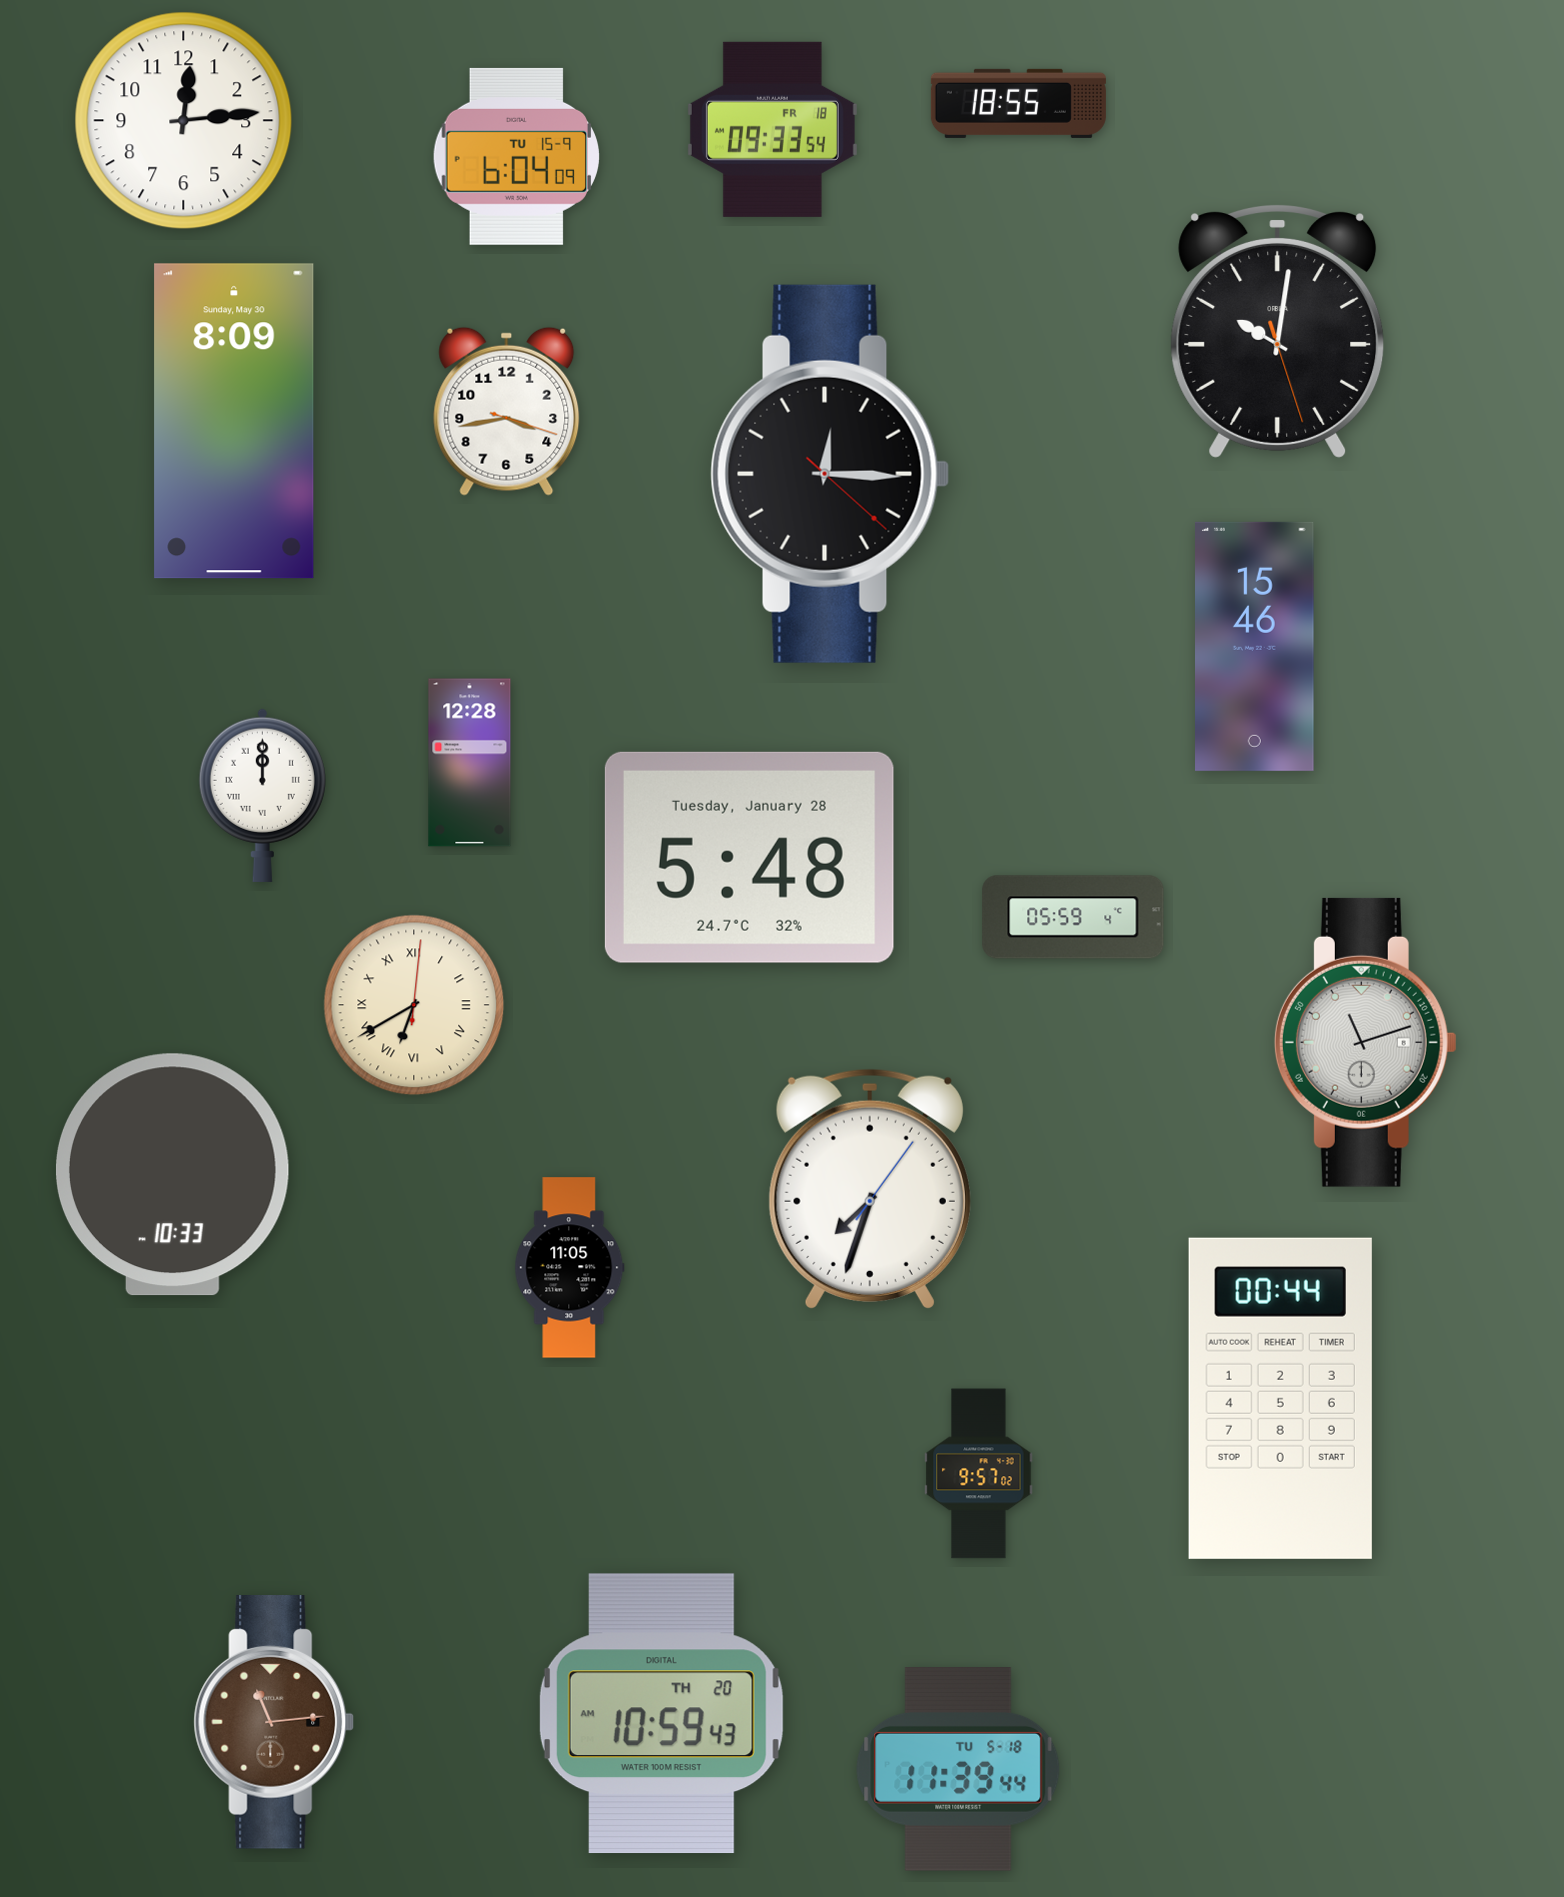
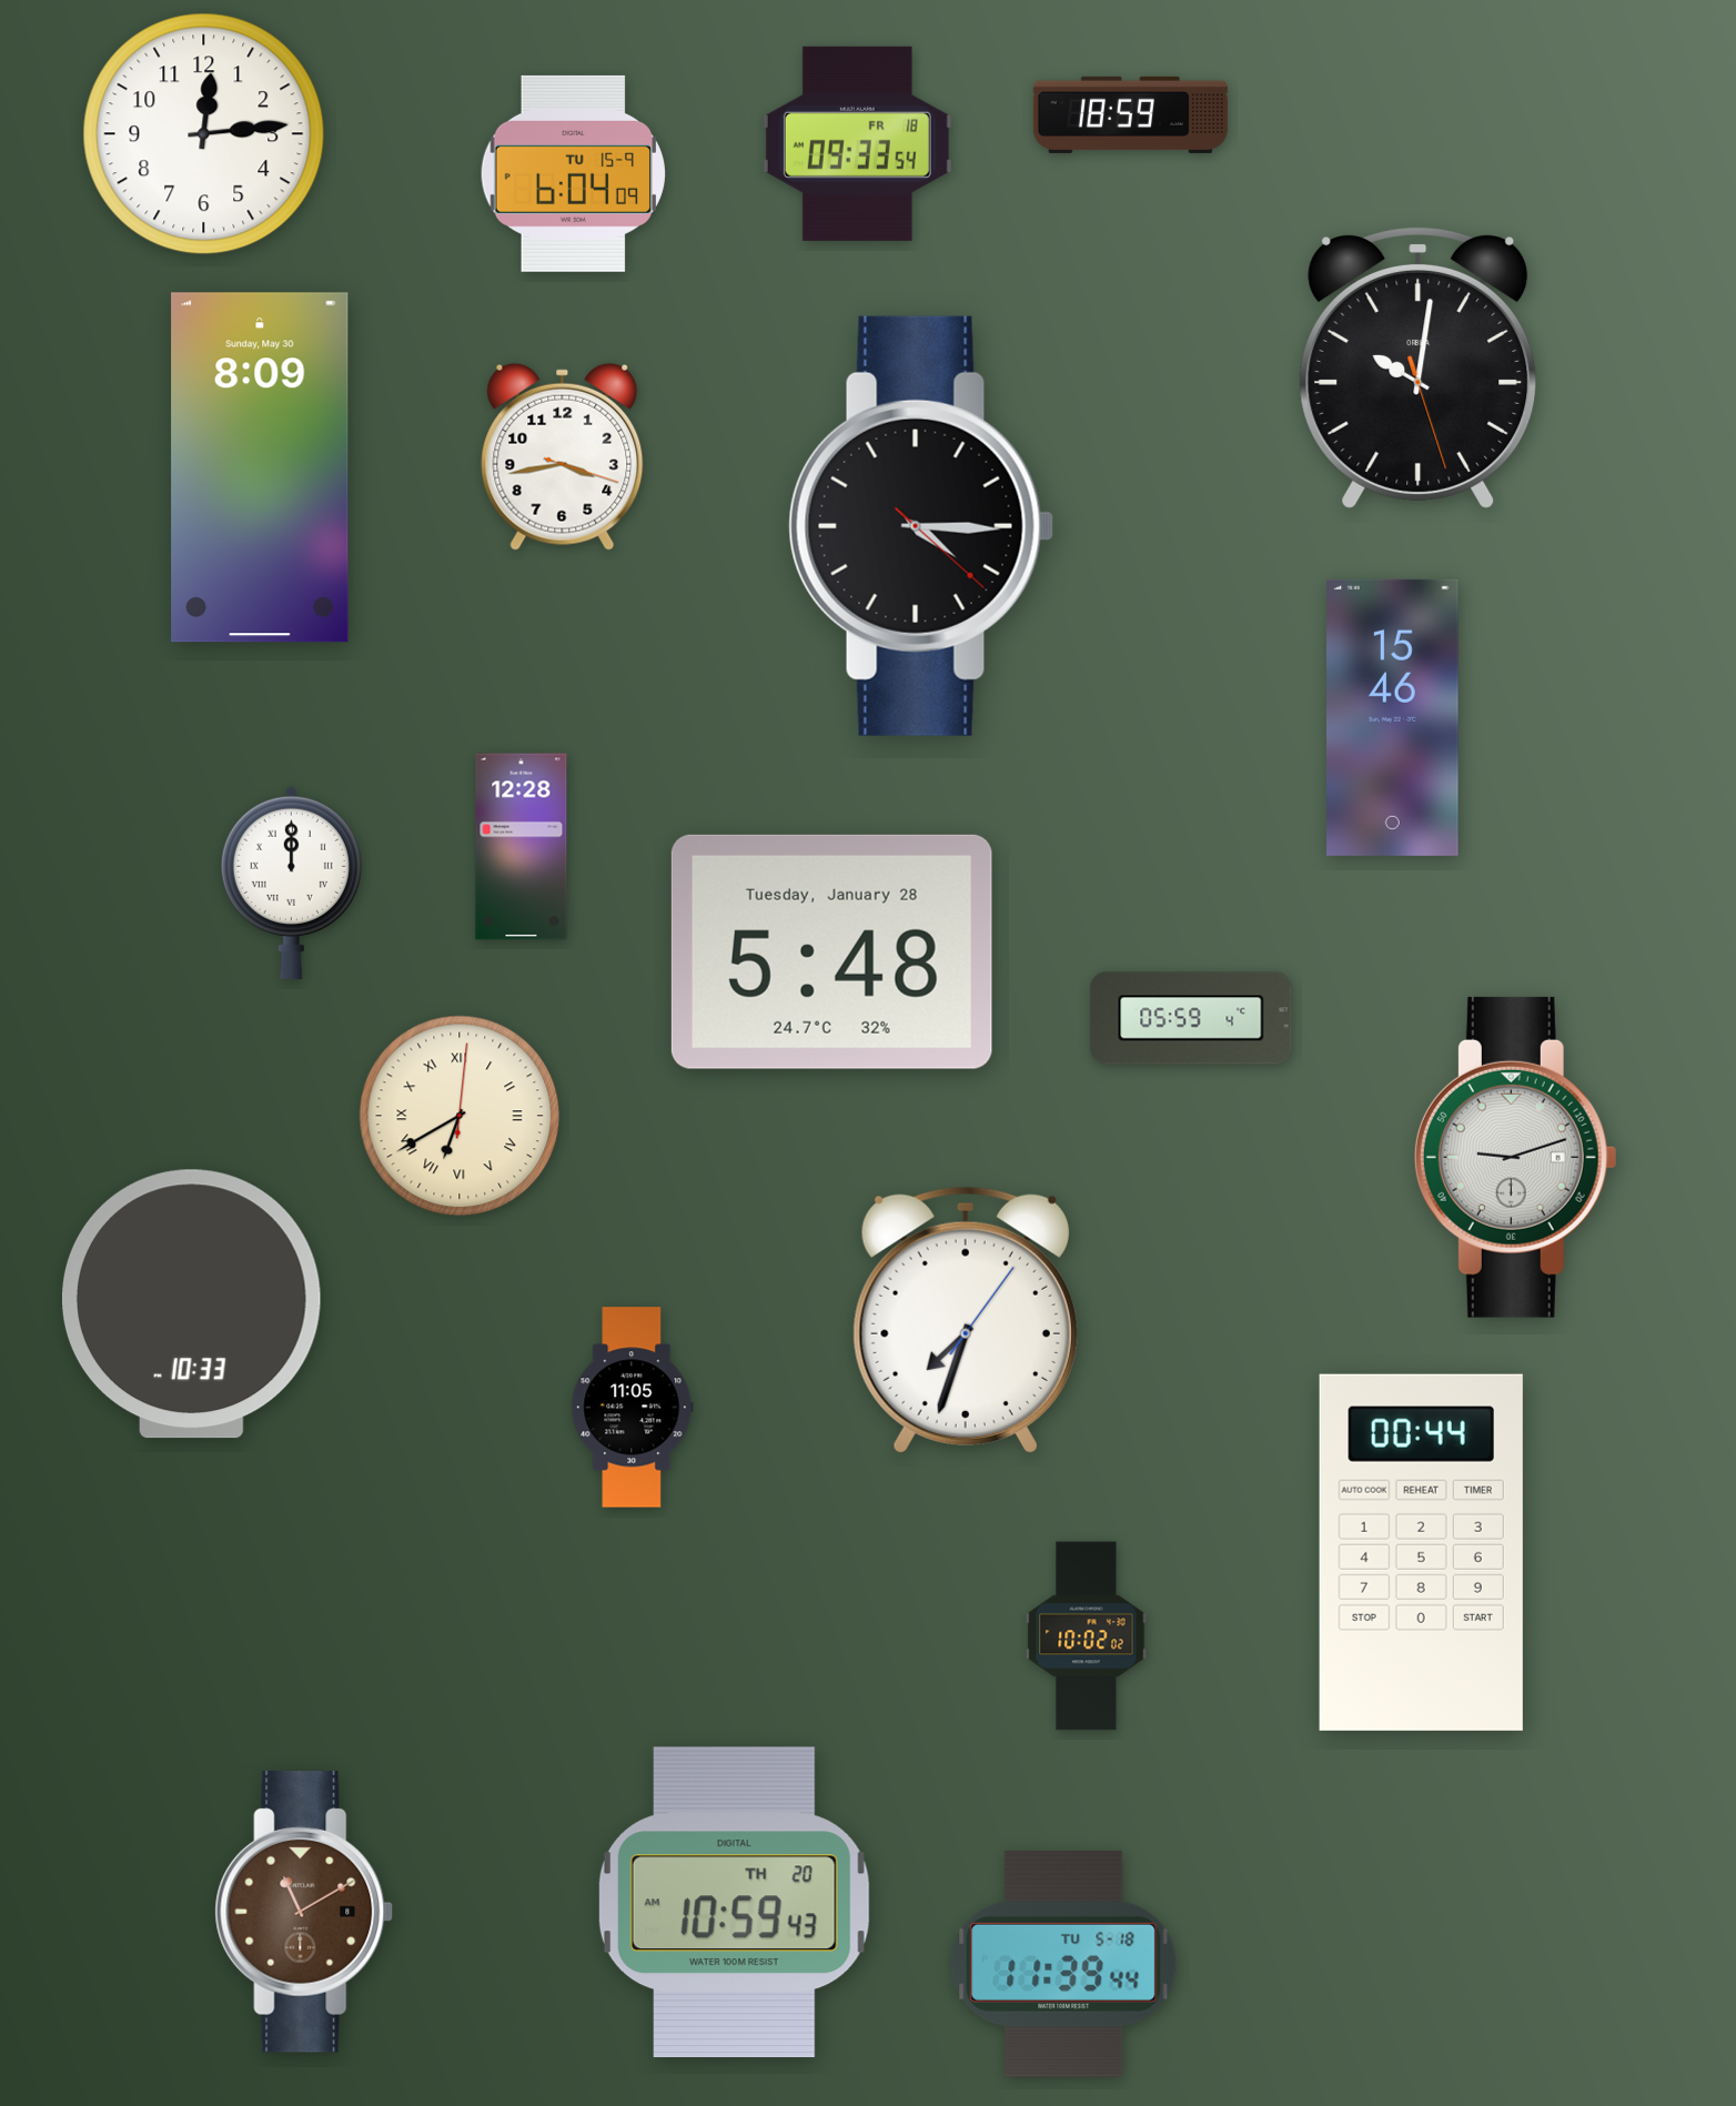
clock at (1018, 103): 18:55 -> 18:59
clock at (830, 474): 12:15 -> 4:15
clock at (1365, 1042): 11:12 -> 9:12
clock at (979, 1474): 9:57 -> 10:02
clock at (274, 1723): 11:14 -> 11:10
